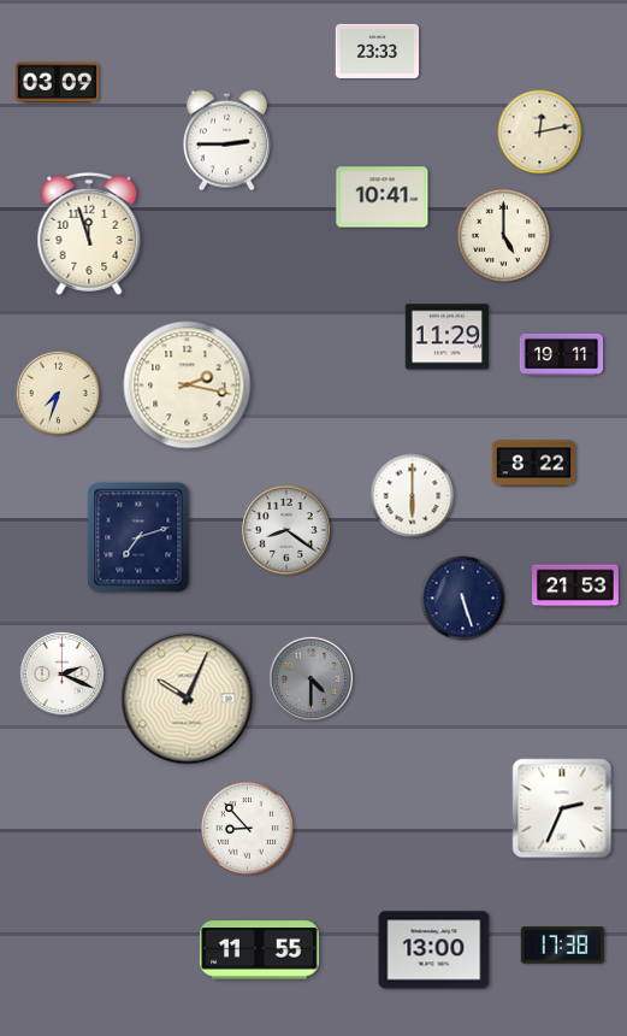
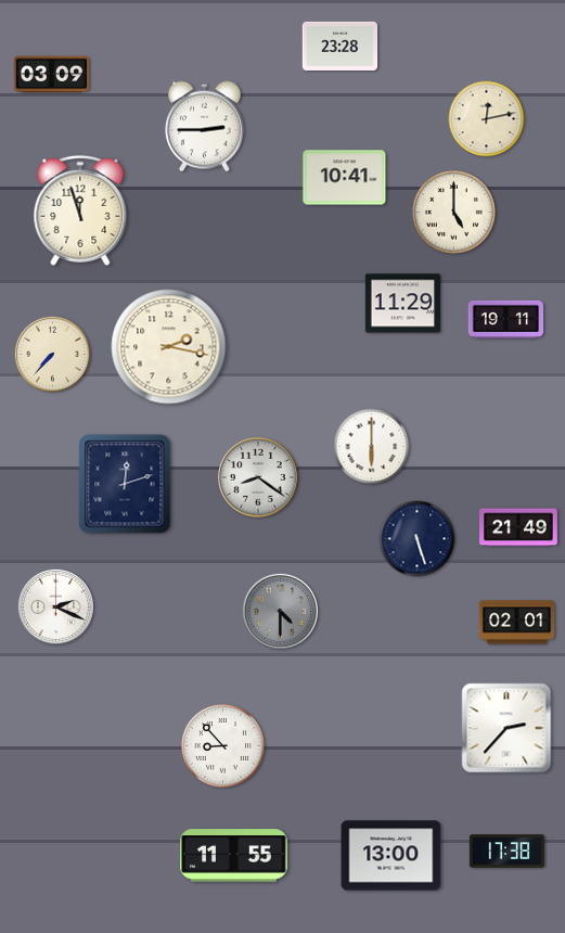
clock at (378, 51): 23:33 -> 23:28
clock at (58, 393): 7:33 -> 7:37
clock at (534, 464): 8:22 -> none
clock at (138, 537): 7:12 -> 12:12
clock at (576, 585): 21:53 -> 21:49
clock at (517, 623): none -> 02:01
clock at (188, 699): 10:04 -> none
clock at (562, 808): 2:34 -> 2:37
